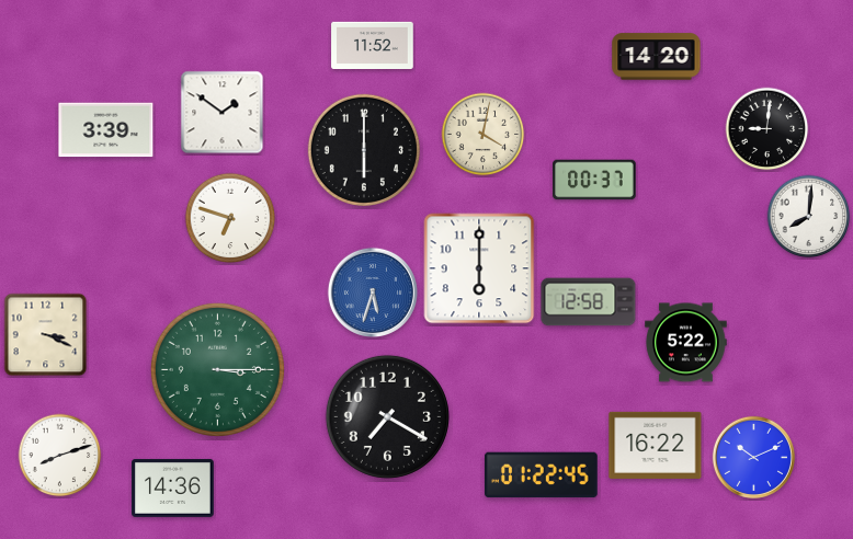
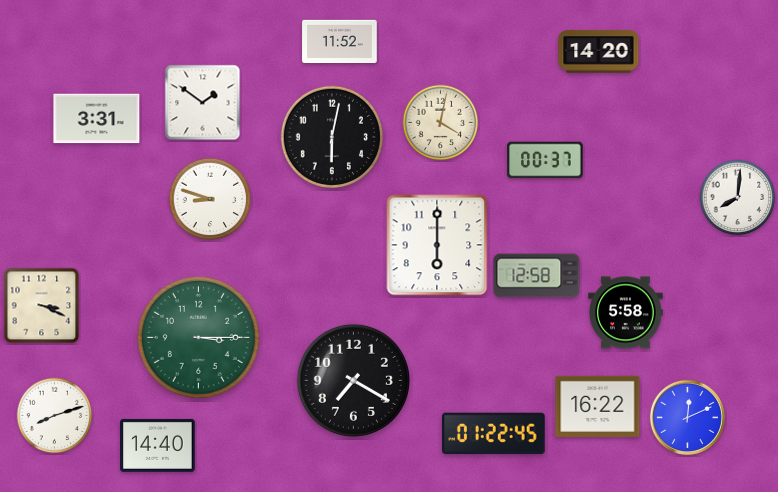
clock at (767, 129): 9:01 -> none
clock at (106, 130): 3:39 -> 3:31
clock at (364, 150): 6:00 -> 6:02
clock at (594, 180) position: (594, 180) -> (545, 160)
clock at (230, 218): 6:48 -> 8:48
clock at (372, 291): 5:33 -> none
clock at (686, 343): 5:22 -> 5:58
clock at (753, 457): 10:11 -> 12:11
clock at (173, 488): 14:36 -> 14:40
